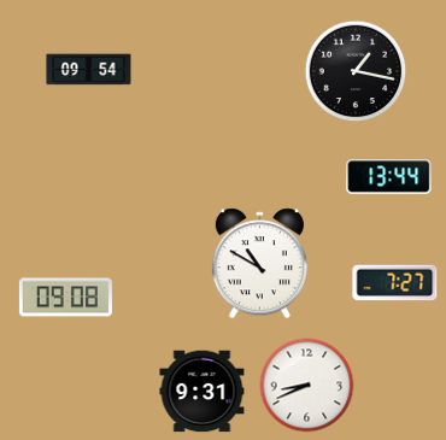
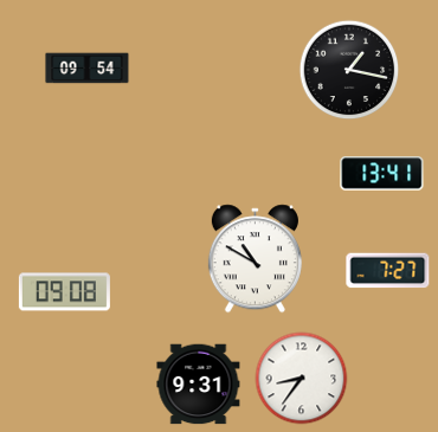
clock at (389, 177): 13:44 -> 13:41
clock at (395, 283) position: (395, 283) -> (388, 271)
clock at (307, 386): 8:41 -> 8:36
